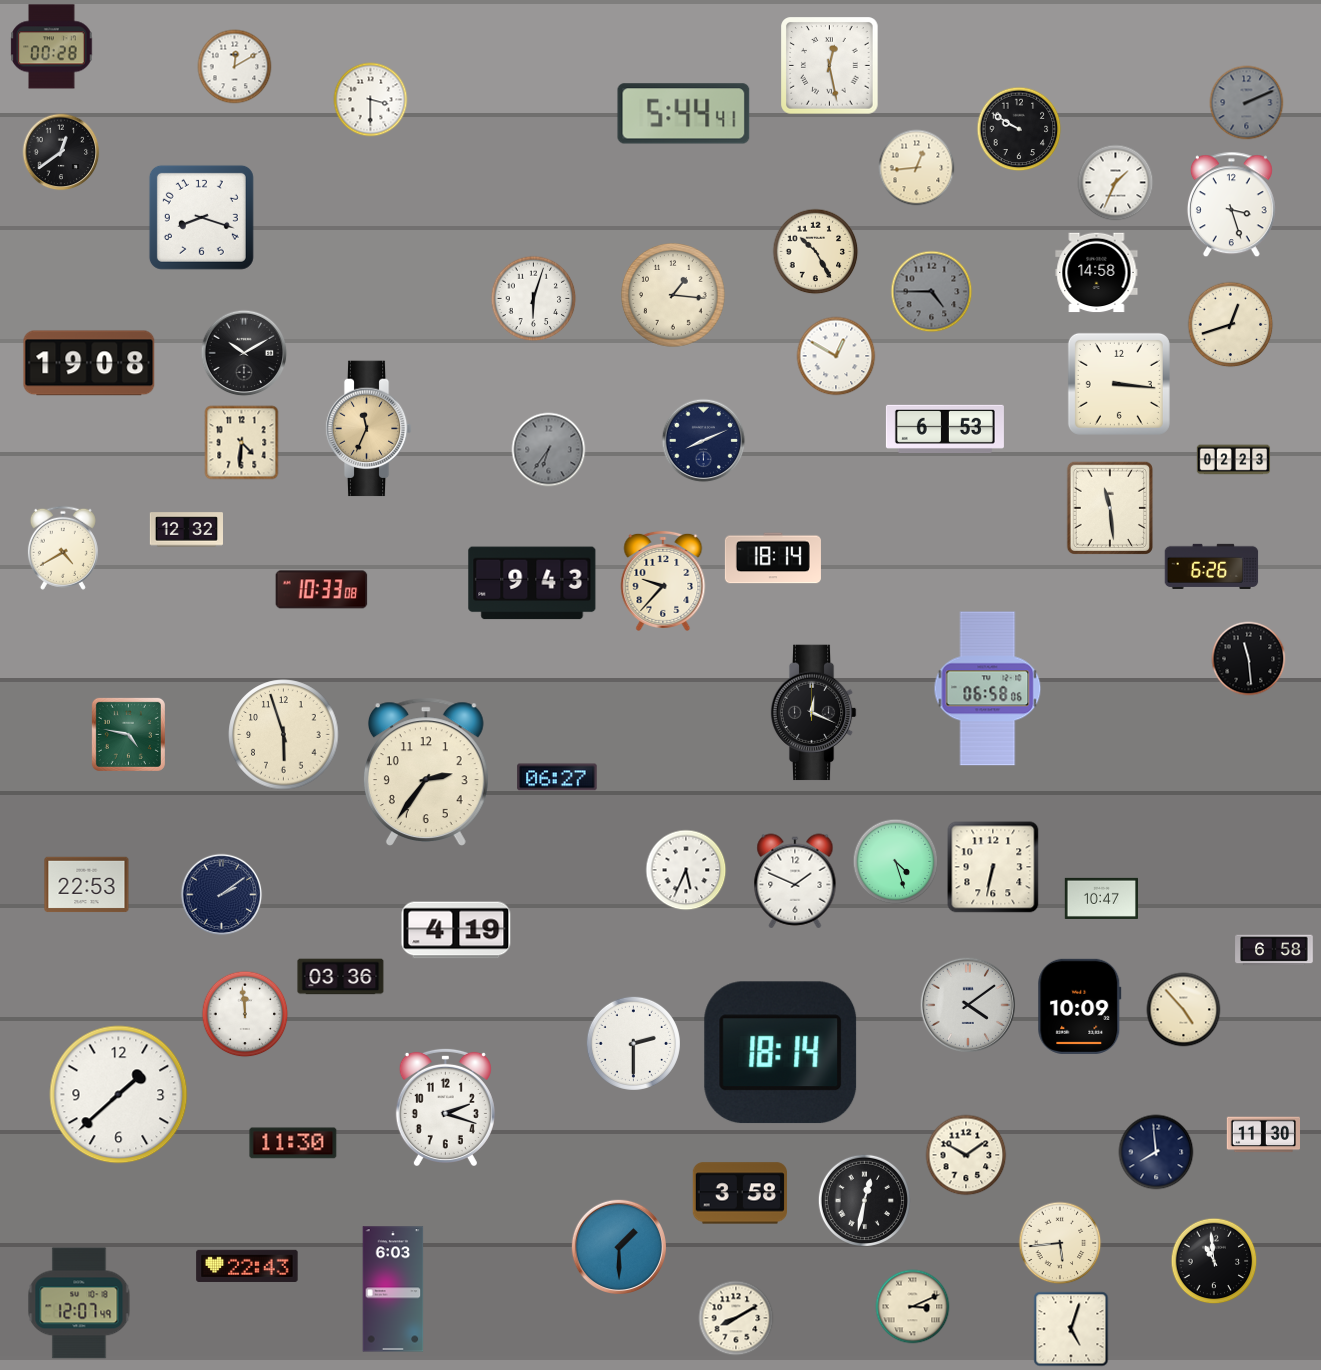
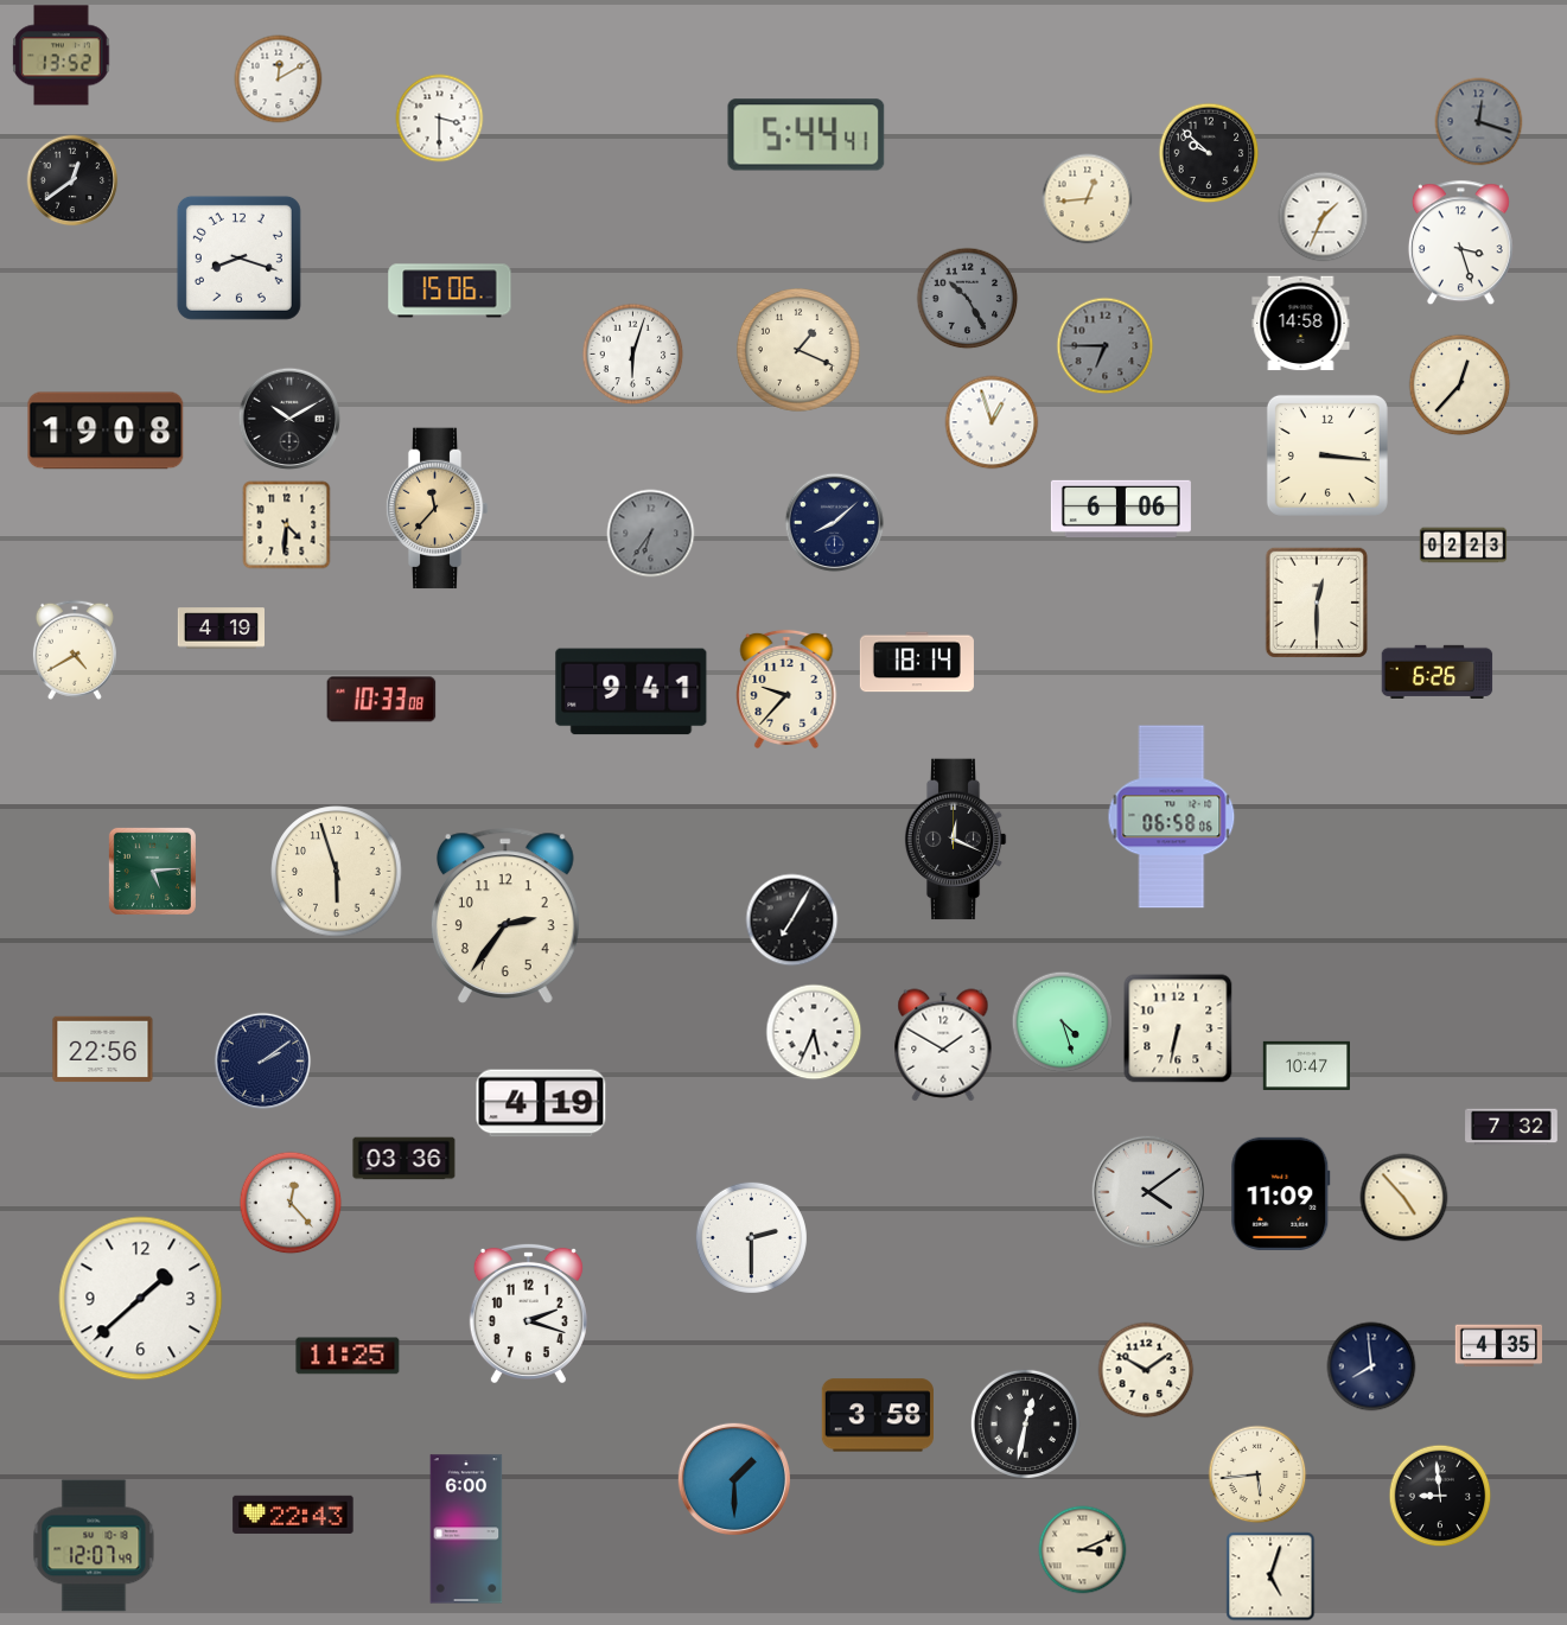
clock at (52, 47): 00:28 -> 13:52
clock at (830, 66): 12:28 -> none
clock at (1247, 103): 2:11 -> 12:18
clock at (684, 114) position: (684, 114) -> (807, 135)
clock at (1019, 129): 9:50 -> 9:52
clock at (450, 291): none -> 15:06
clock at (816, 252) dial: cream -> grey
clock at (932, 292): 4:45 -> 6:45
clock at (674, 296): 1:16 -> 1:19
clock at (1231, 325): 12:42 -> 12:37
clock at (836, 356): 12:50 -> 12:57
clock at (945, 428): 6:53 -> 6:06
clock at (368, 429): 11:34 -> 11:37
clock at (704, 441): 8:11 -> 8:08
clock at (1110, 507): 11:29 -> 12:30
clock at (186, 530): 12:32 -> 4:19
clock at (532, 583): 9:43 -> 9:41
clock at (1249, 659): 11:29 -> none
clock at (813, 713) position: (813, 713) -> (955, 840)
clock at (128, 734): 4:47 -> 5:14
clock at (792, 920): none -> 7:05
clock at (557, 777): 06:27 -> none
clock at (795, 881): 1:49 -> 1:50
clock at (87, 885): 22:53 -> 22:56
clock at (1274, 950): 6:58 -> 7:32
clock at (1080, 1006): 10:09 -> 11:09
clock at (245, 1014): 11:59 -> 12:23
clock at (781, 1053): 18:14 -> none
clock at (1263, 1135): 11:30 -> 4:35
clock at (293, 1143): 11:30 -> 11:25
clock at (1214, 1261): 10:59 -> 8:59
clock at (247, 1266) position: (247, 1266) -> (293, 1515)
clock at (393, 1289): 6:03 -> 6:00
clock at (736, 1318): 8:10 -> none
